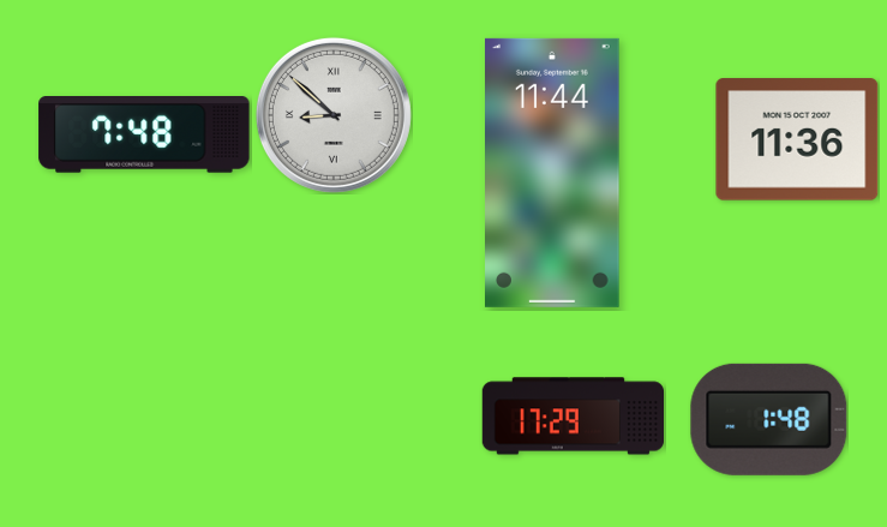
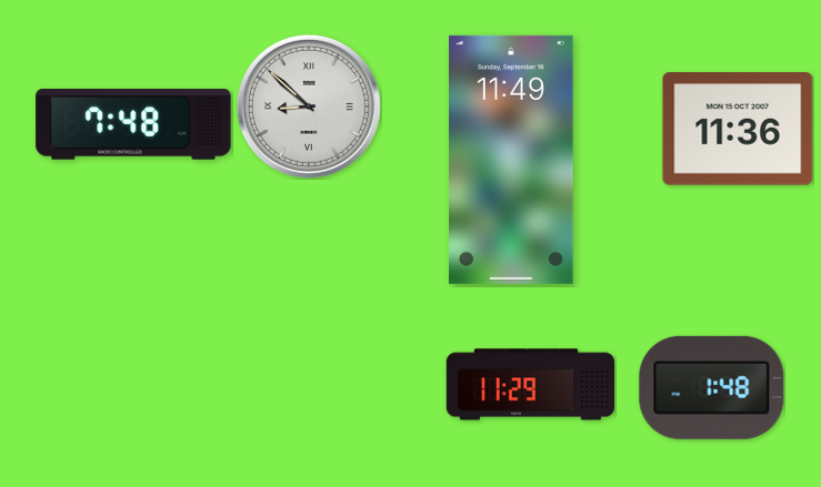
clock at (553, 173): 11:44 -> 11:49
clock at (573, 417): 17:29 -> 11:29
